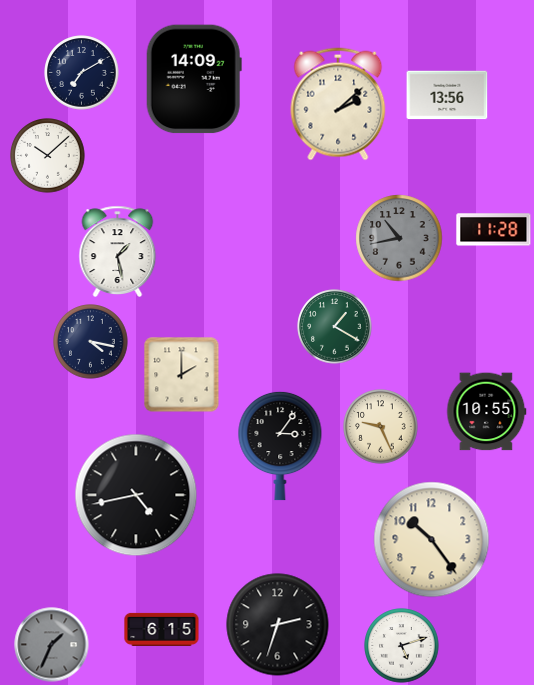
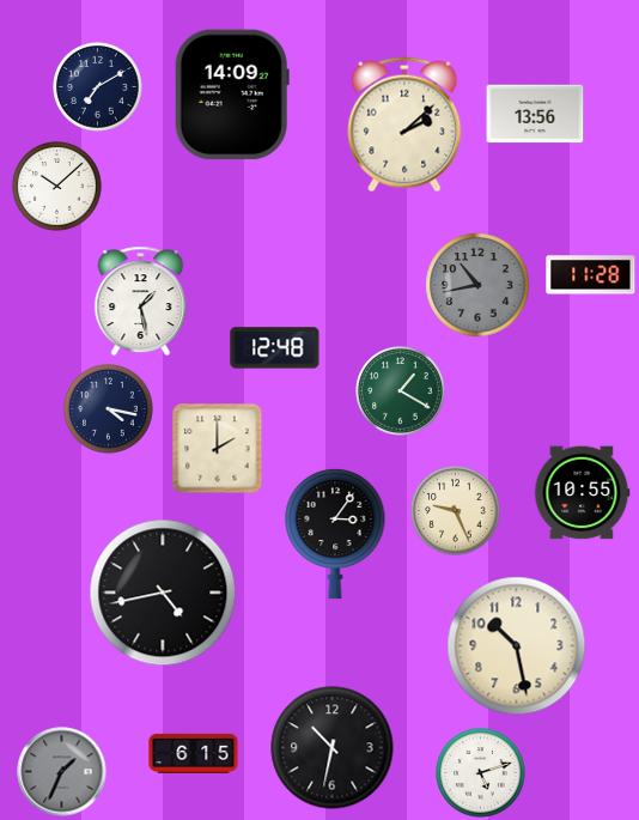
clock at (275, 348): none -> 12:48
clock at (432, 540): 10:24 -> 10:28
clock at (278, 625): 2:33 -> 10:32
